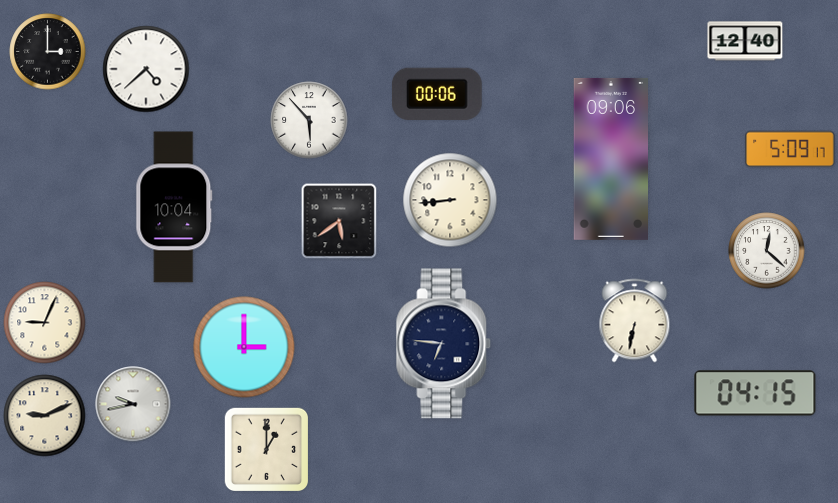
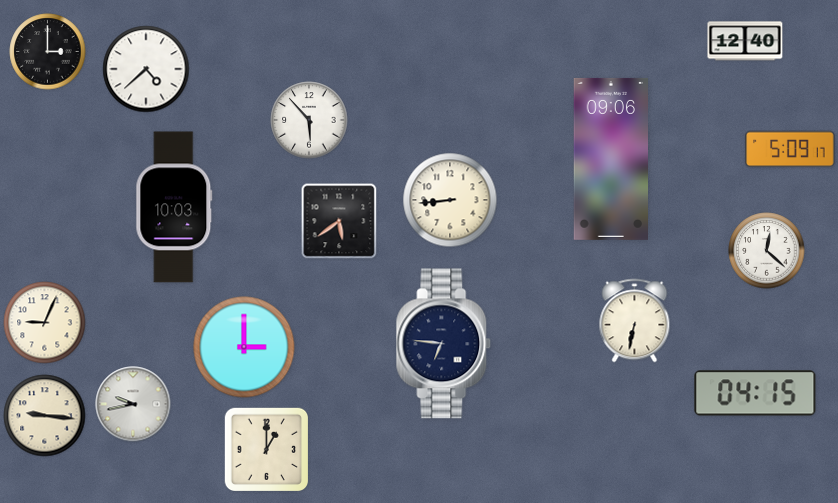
clock at (437, 94): 00:06 -> none
clock at (174, 207): 10:04 -> 10:03
clock at (45, 416): 9:11 -> 9:16
